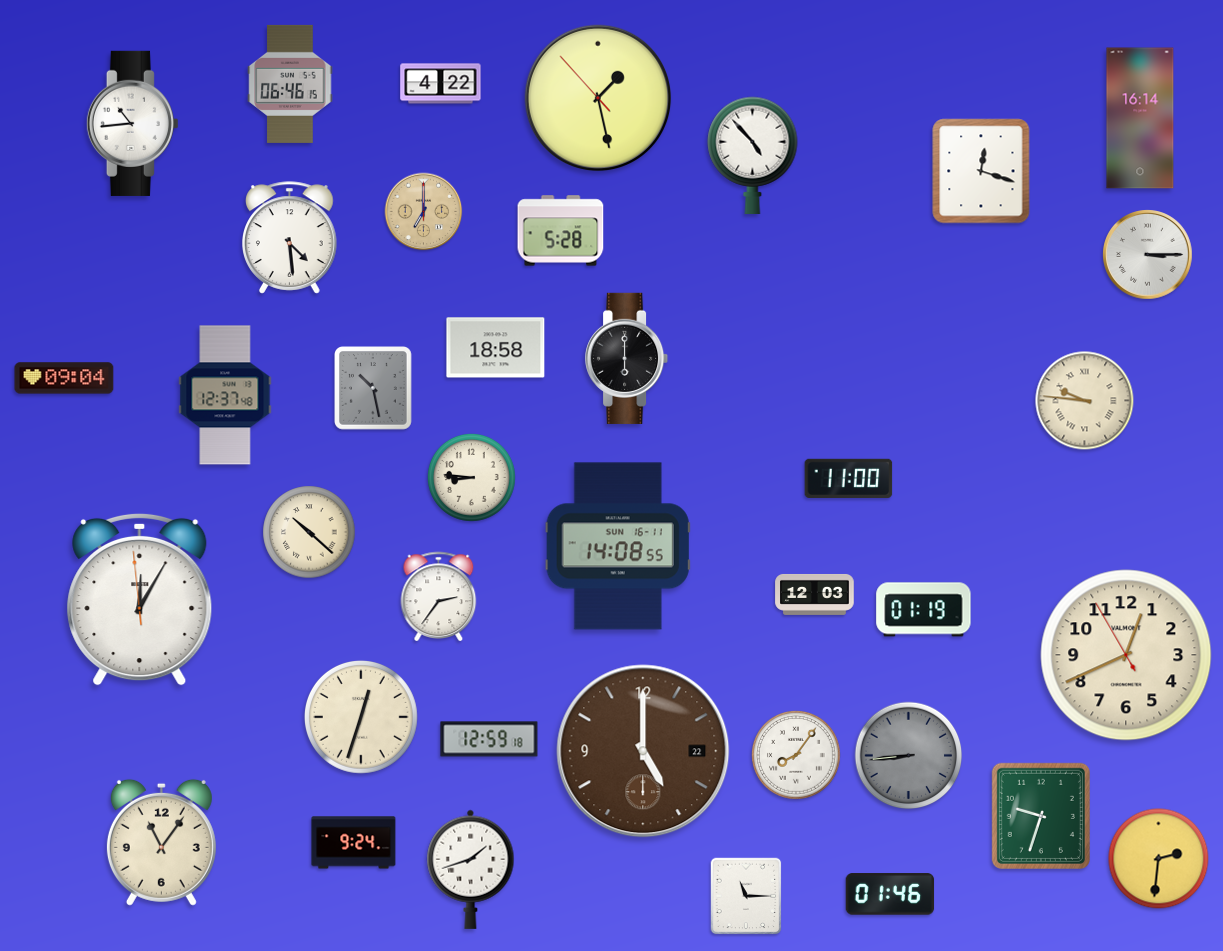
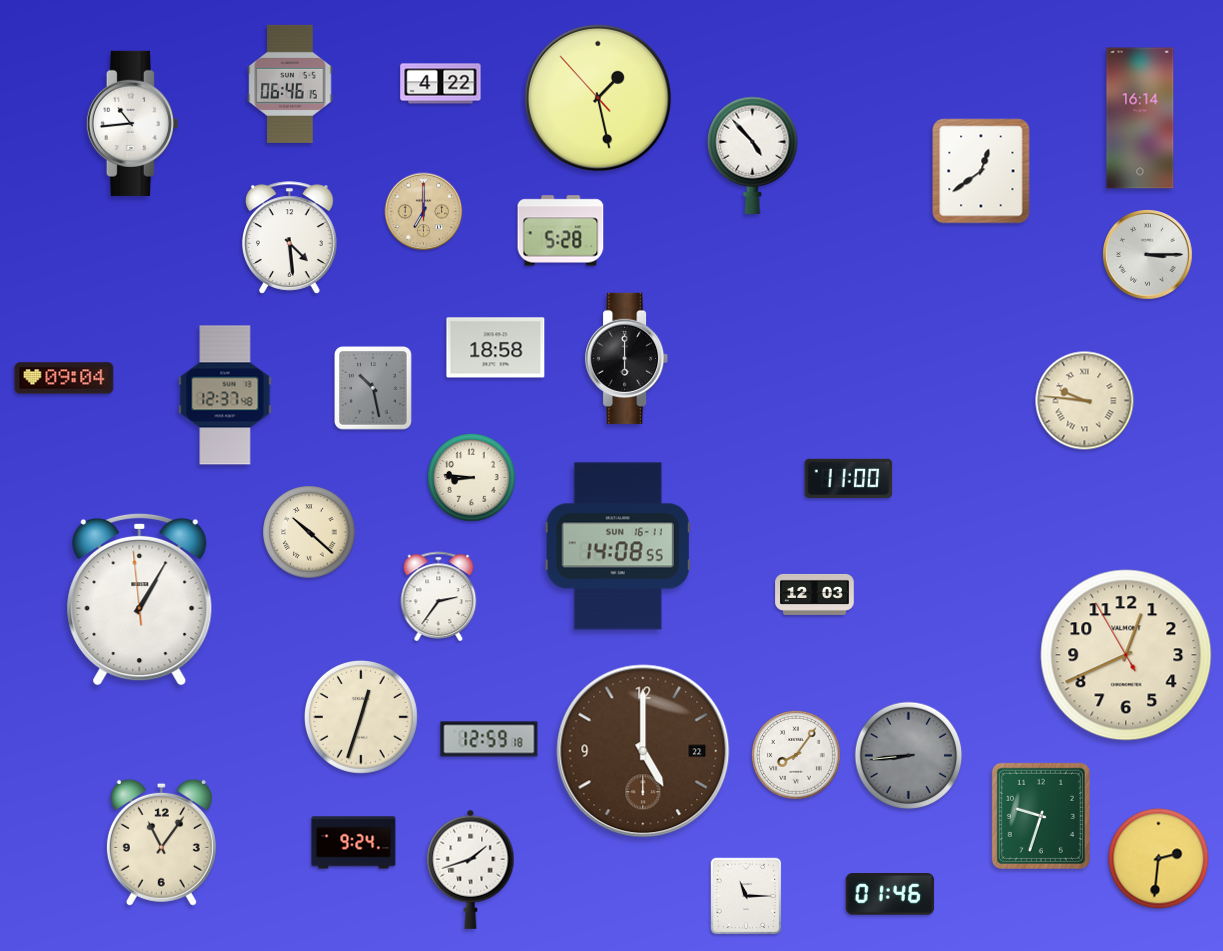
clock at (981, 171): 12:18 -> 12:39
clock at (140, 599): 12:04 -> 1:04
clock at (924, 610): 01:19 -> none
